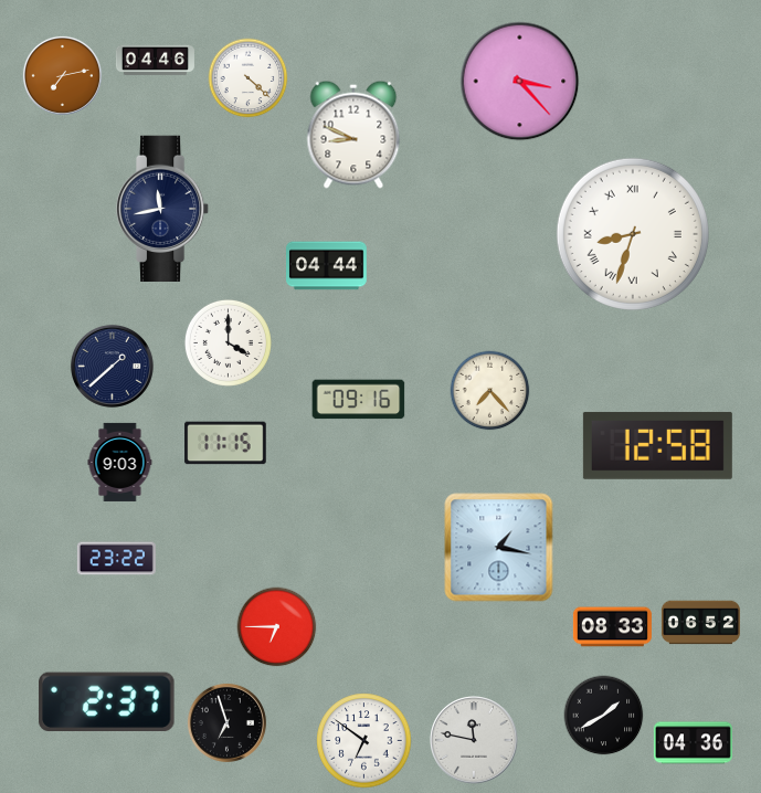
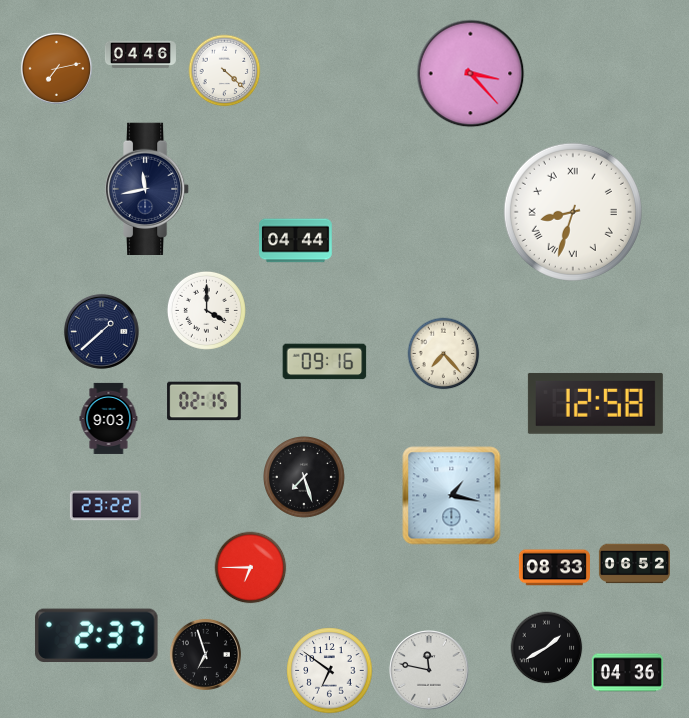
clock at (353, 135): 8:49 -> none
clock at (225, 443): 11:15 -> 02:15
clock at (305, 478): none -> 7:27
